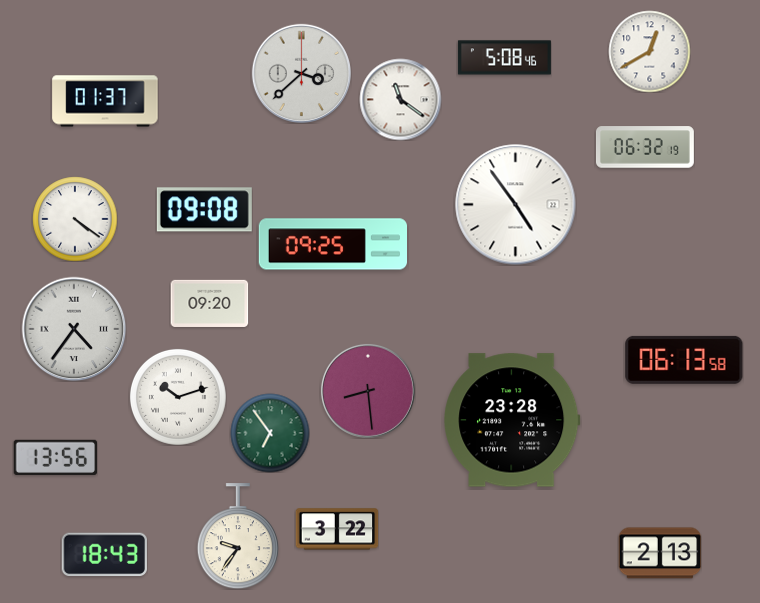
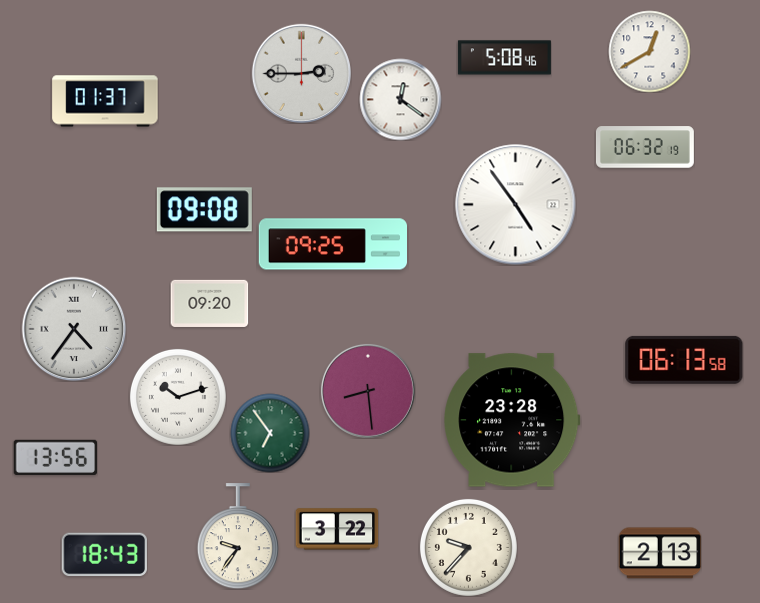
clock at (301, 73): 3:38 -> 2:45
clock at (400, 99): 11:21 -> 12:21
clock at (75, 219): 4:21 -> none
clock at (468, 547): none -> 9:37
